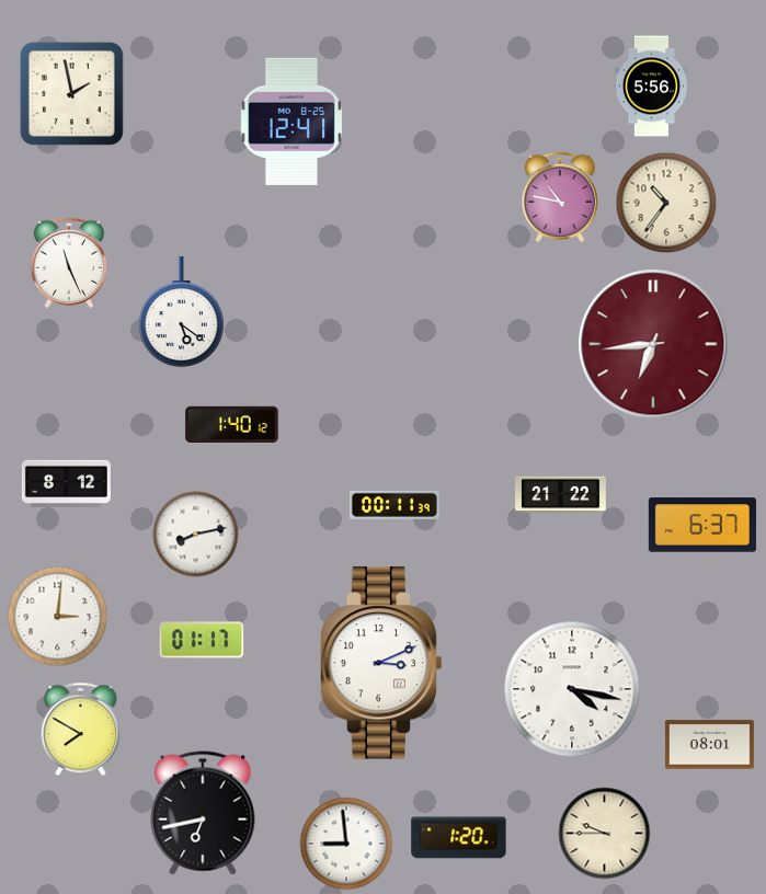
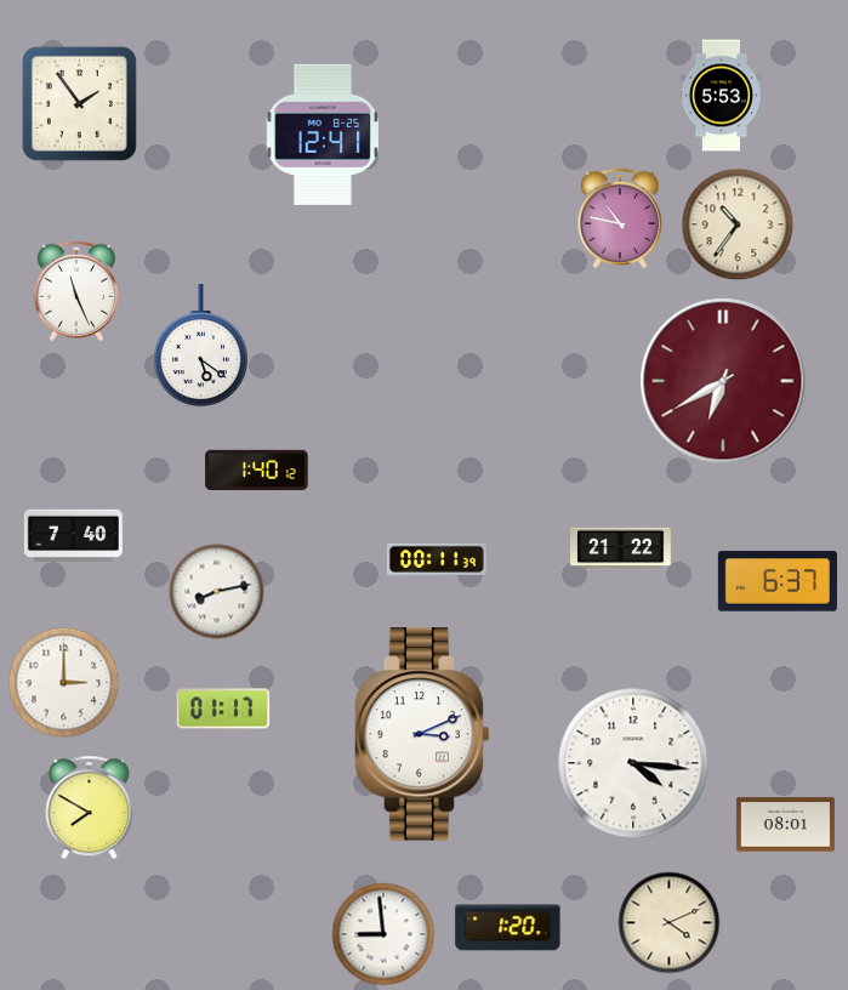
clock at (651, 87): 5:56 -> 5:53
clock at (71, 93): 1:58 -> 1:54
clock at (653, 344): 6:44 -> 6:40
clock at (66, 483): 8:12 -> 7:40
clock at (58, 617): 3:01 -> 3:00
clock at (572, 689): 4:17 -> 4:16
clock at (203, 813): 6:43 -> none
clock at (605, 834): 9:45 -> 4:11
